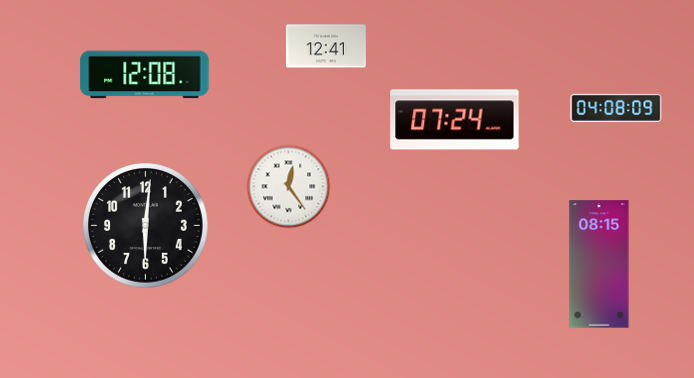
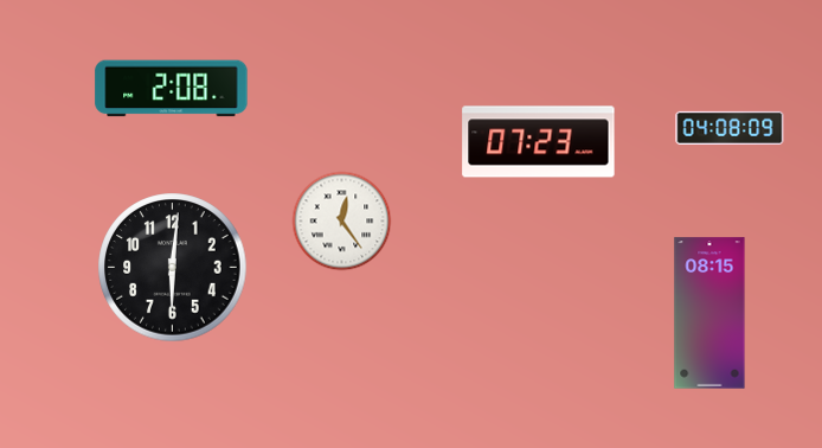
clock at (326, 46): 12:41 -> none
clock at (145, 75): 12:08 -> 2:08
clock at (455, 120): 07:24 -> 07:23
